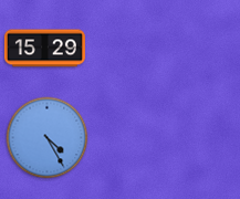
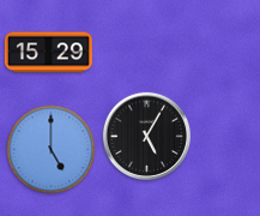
clock at (146, 136): none -> 5:05
clock at (48, 138): 4:25 -> 5:00
